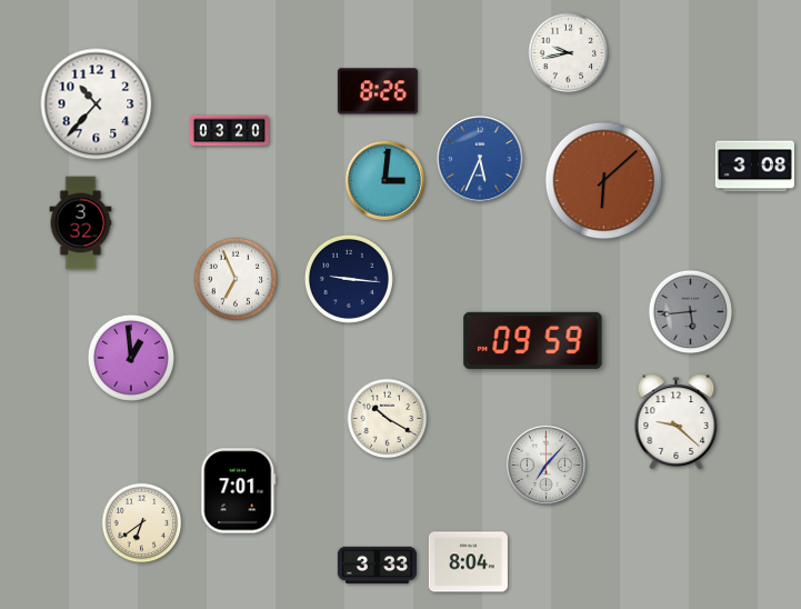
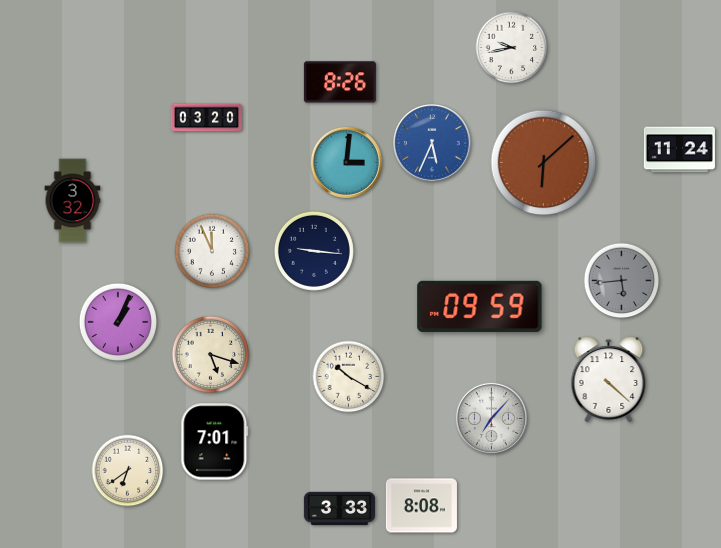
clock at (97, 104): 10:37 -> none
clock at (754, 167): 3:08 -> 11:24
clock at (236, 279): 6:56 -> 11:56
clock at (131, 358): 12:59 -> 1:04
clock at (210, 354): none -> 5:18
clock at (677, 422): 9:22 -> 4:22
clock at (468, 562): 8:04 -> 8:08
